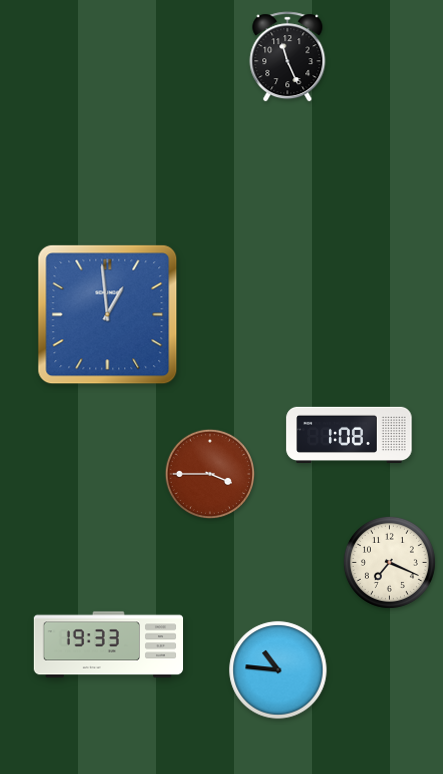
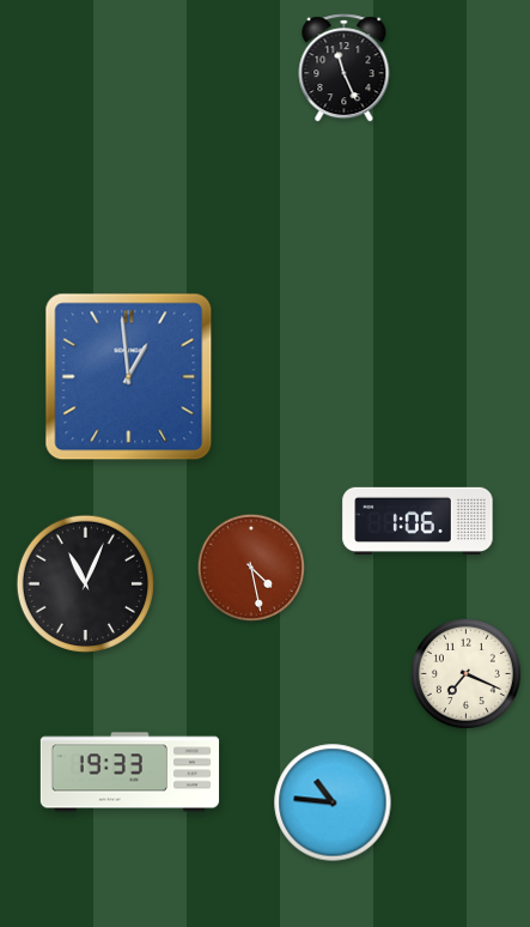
clock at (349, 434): 1:08 -> 1:06
clock at (209, 473): 3:45 -> 4:28
clock at (85, 583): none -> 11:04
